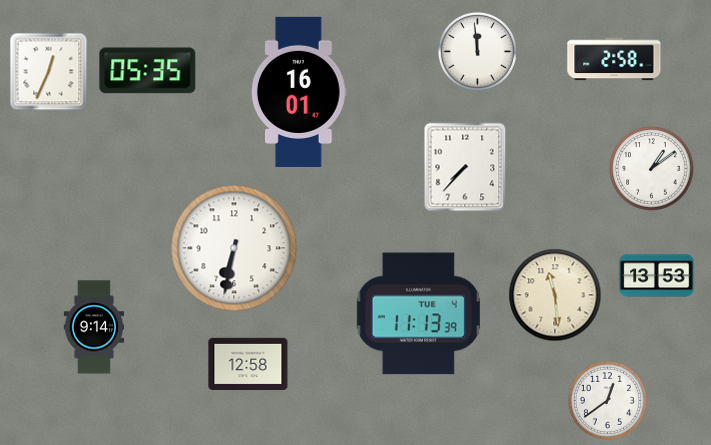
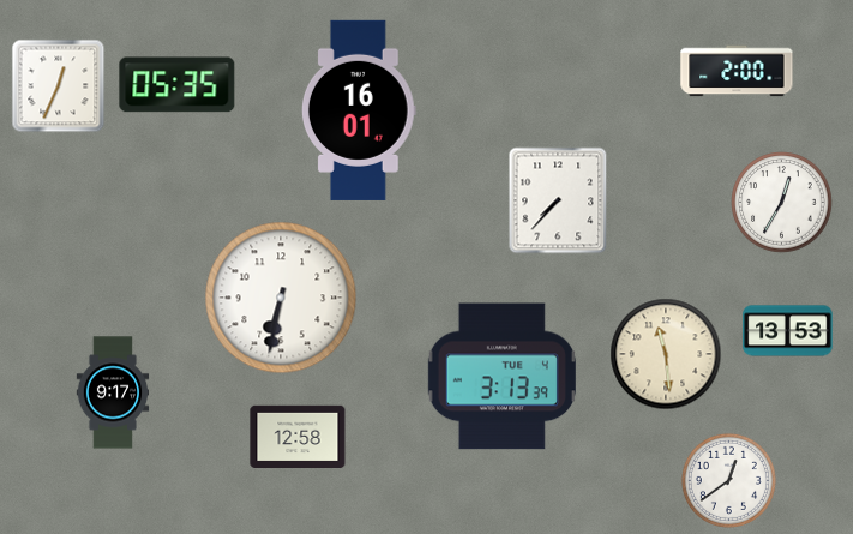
clock at (477, 51): 11:59 -> none
clock at (614, 59): 2:58 -> 2:00
clock at (652, 169): 1:09 -> 12:35
clock at (418, 314): 11:13 -> 3:13
clock at (94, 327): 9:14 -> 9:17
